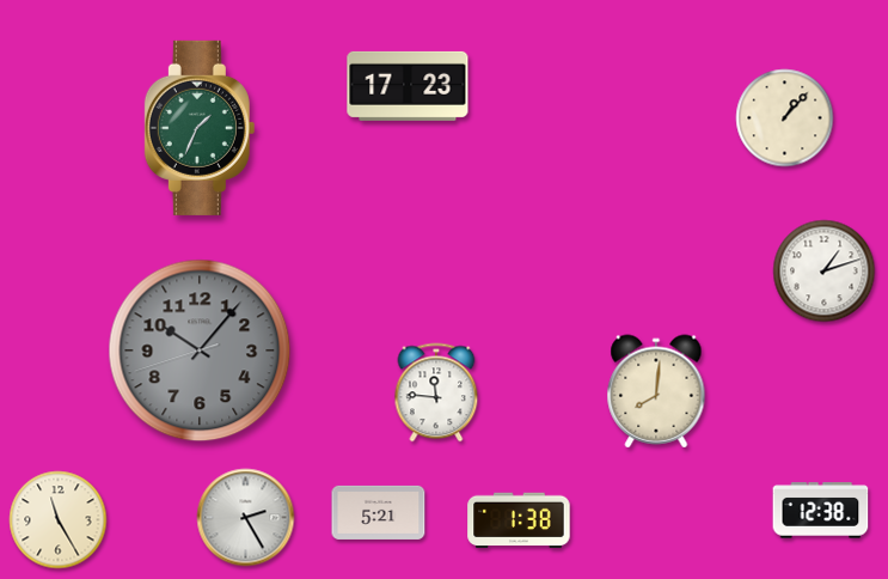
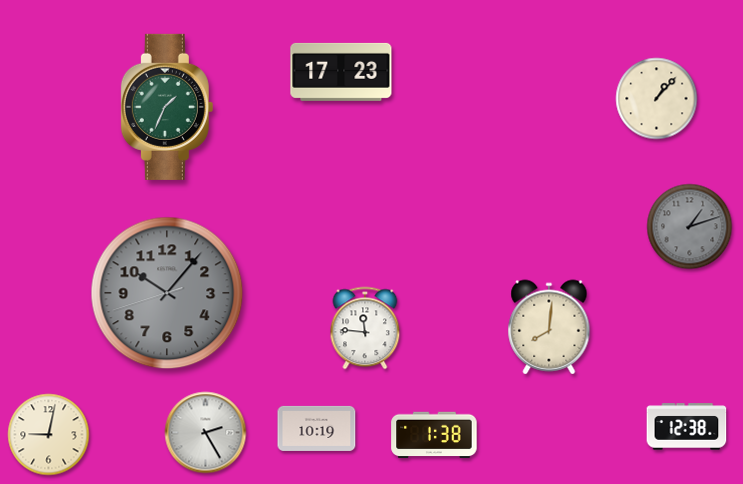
clock at (825, 272) dial: white -> grey
clock at (379, 512): 5:21 -> 10:19
clock at (59, 520): 11:25 -> 9:02
